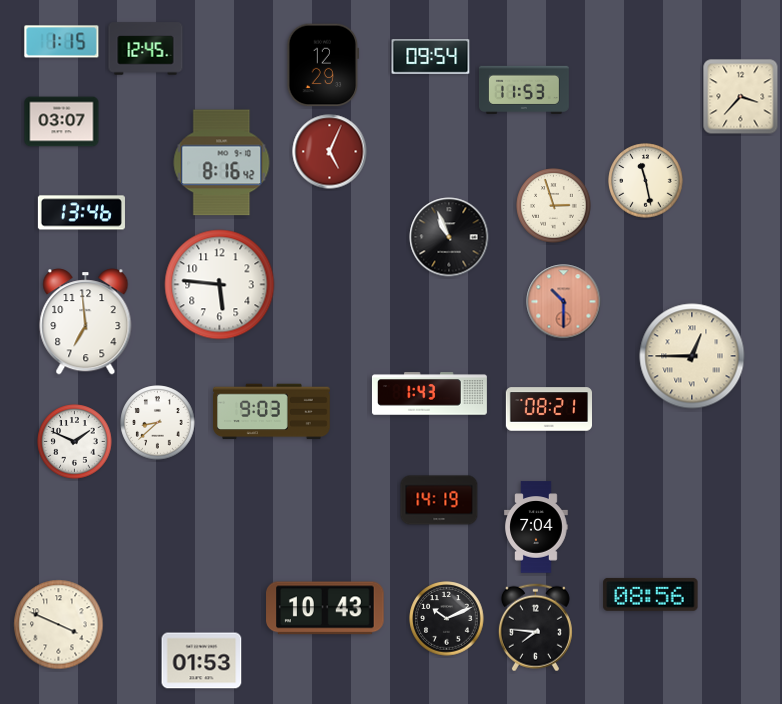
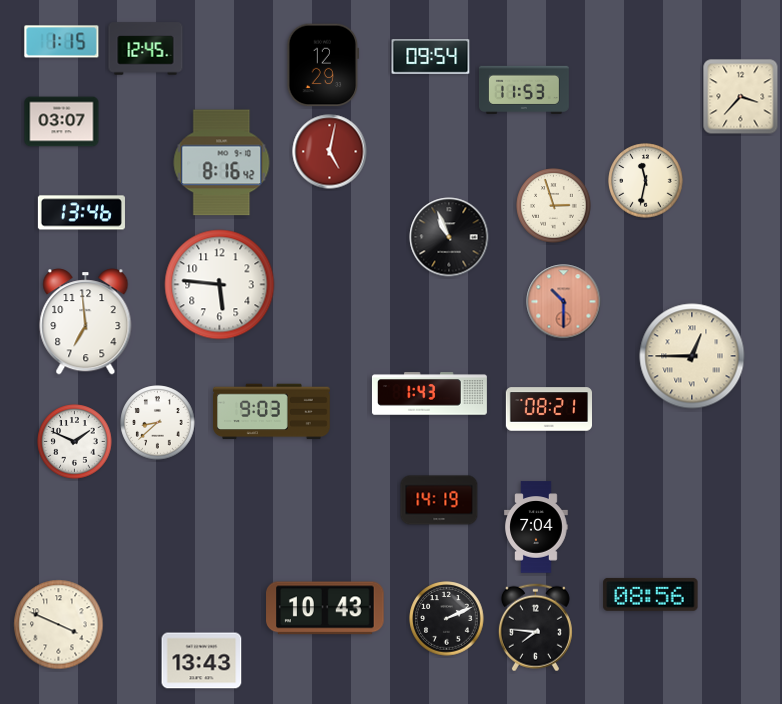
clock at (330, 152): 5:04 -> 5:02
clock at (646, 181): 11:28 -> 11:32
clock at (447, 619): 10:11 -> 2:11
clock at (202, 661): 01:53 -> 13:43
